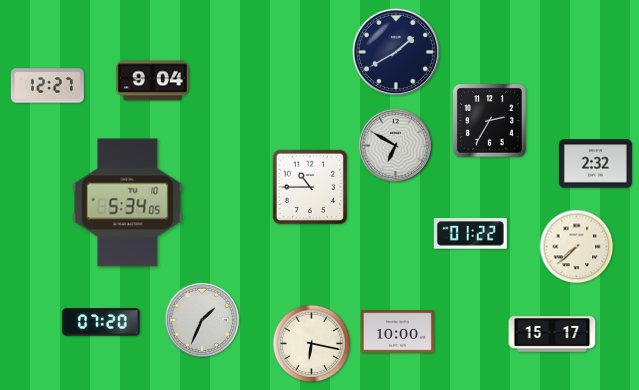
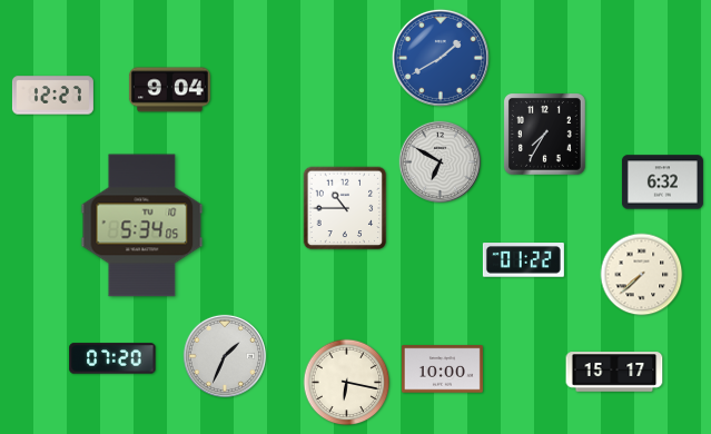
clock at (396, 52) dial: navy -> blue
clock at (489, 120): 2:35 -> 7:35
clock at (595, 164): 2:32 -> 6:32
